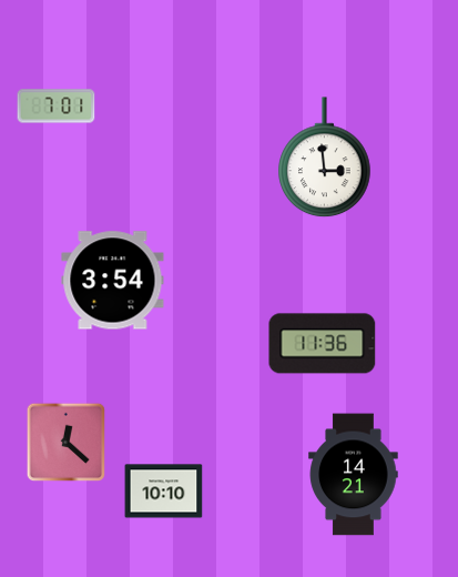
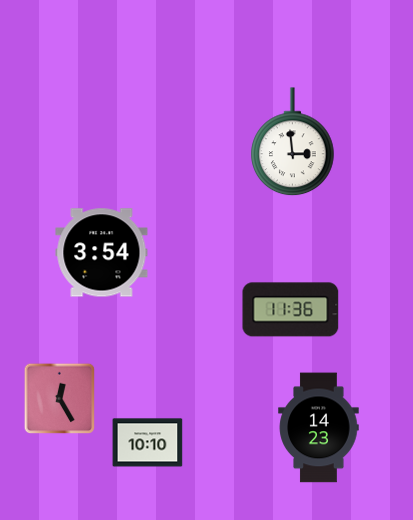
clock at (57, 107): 7:01 -> none
clock at (67, 443): 12:22 -> 12:25
clock at (354, 475): 14:21 -> 14:23
